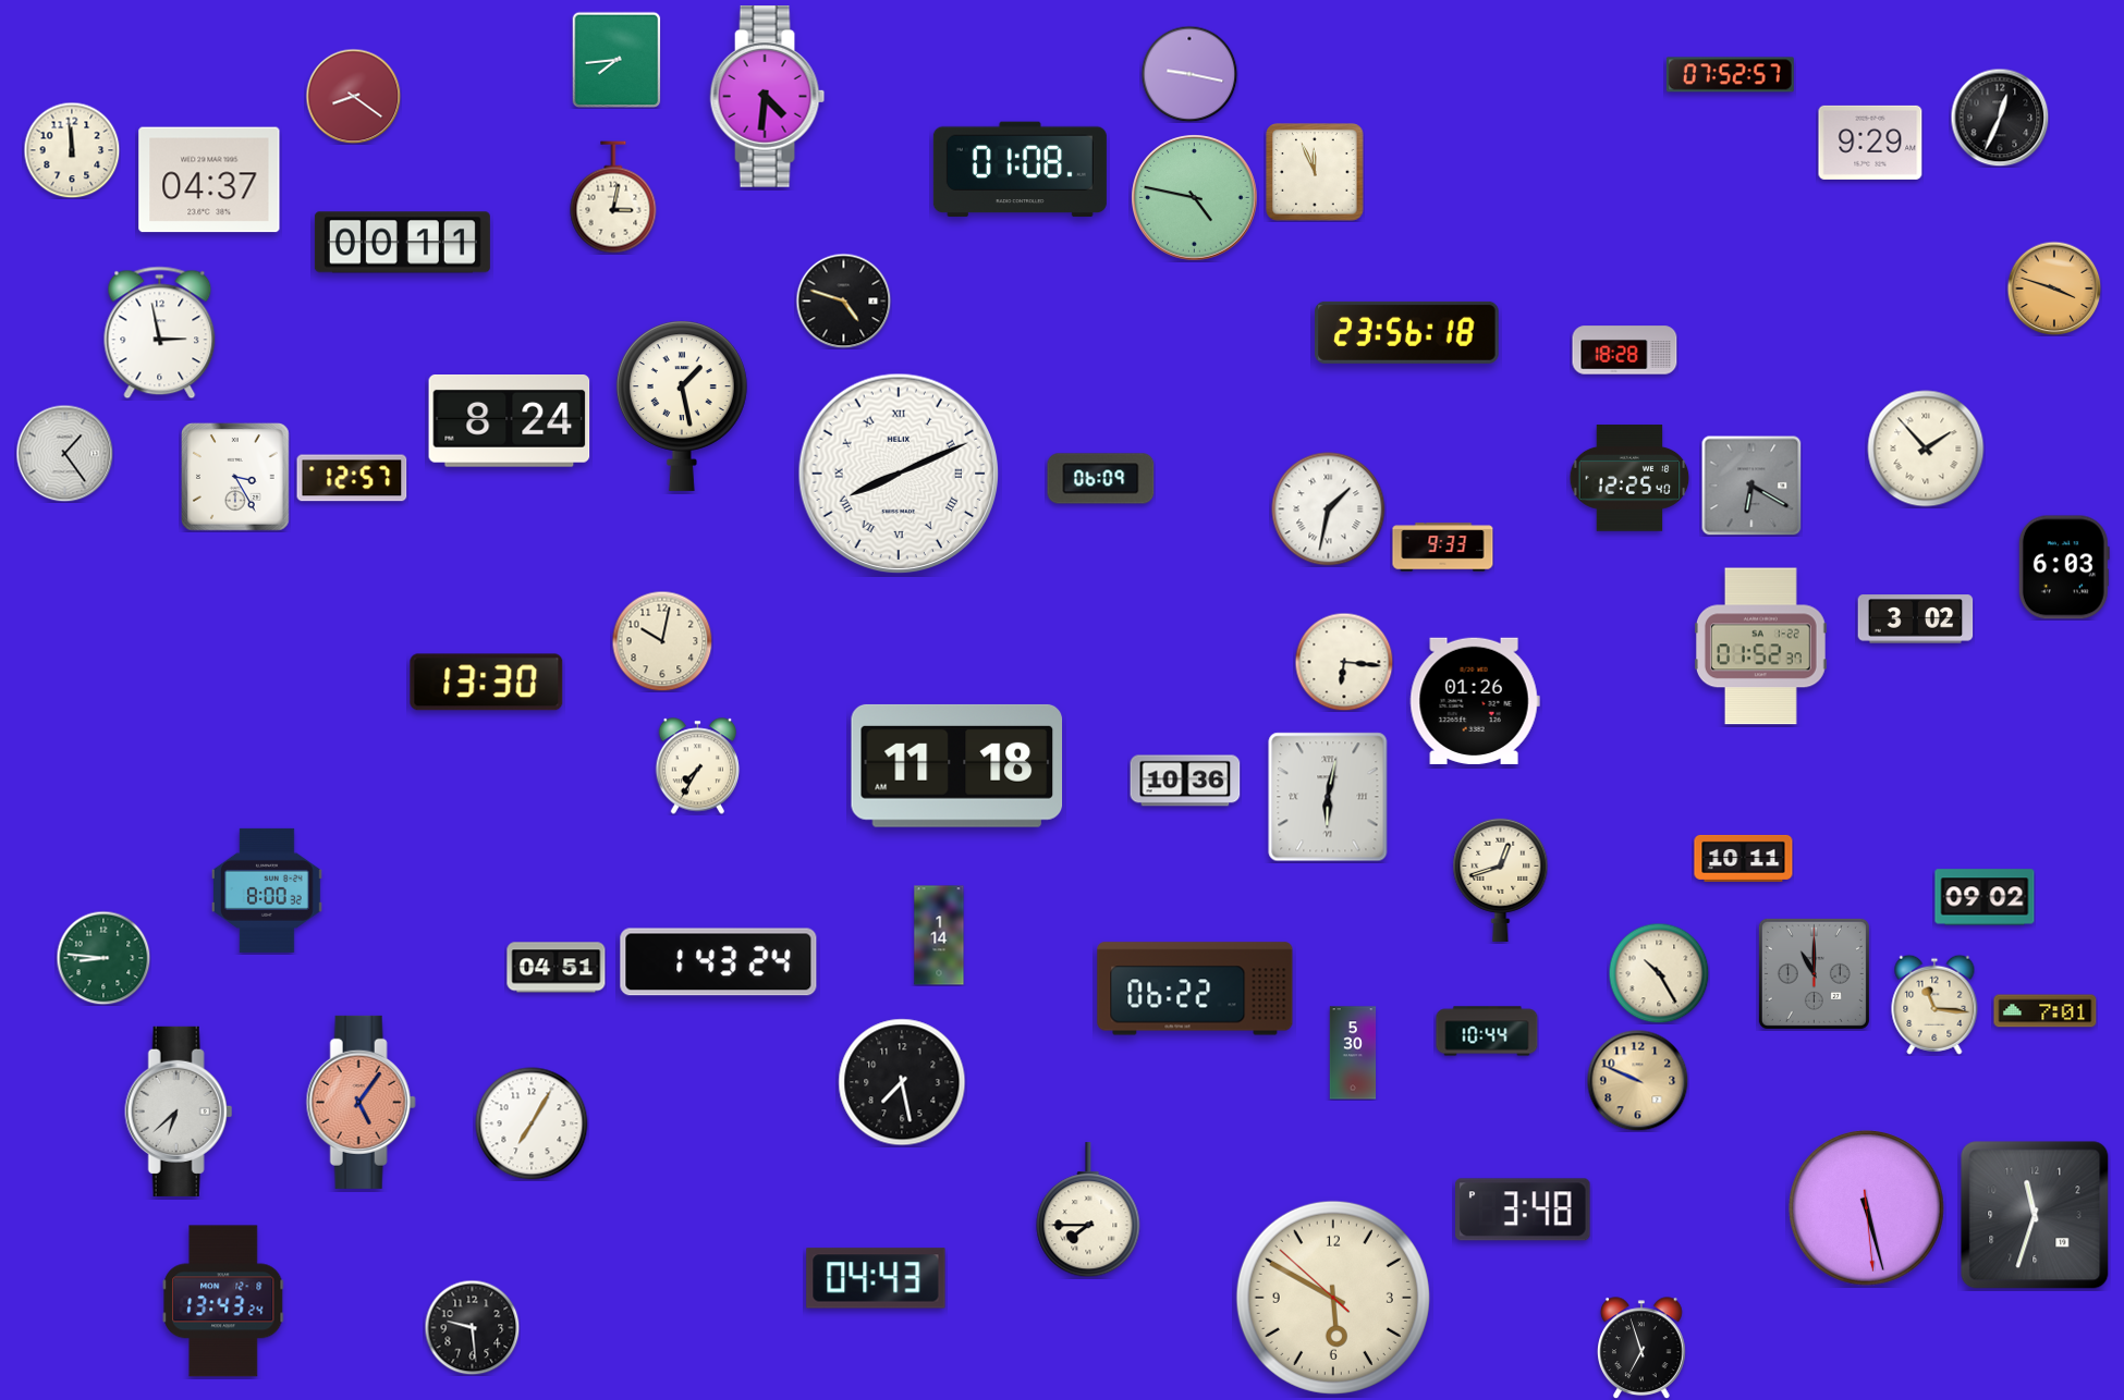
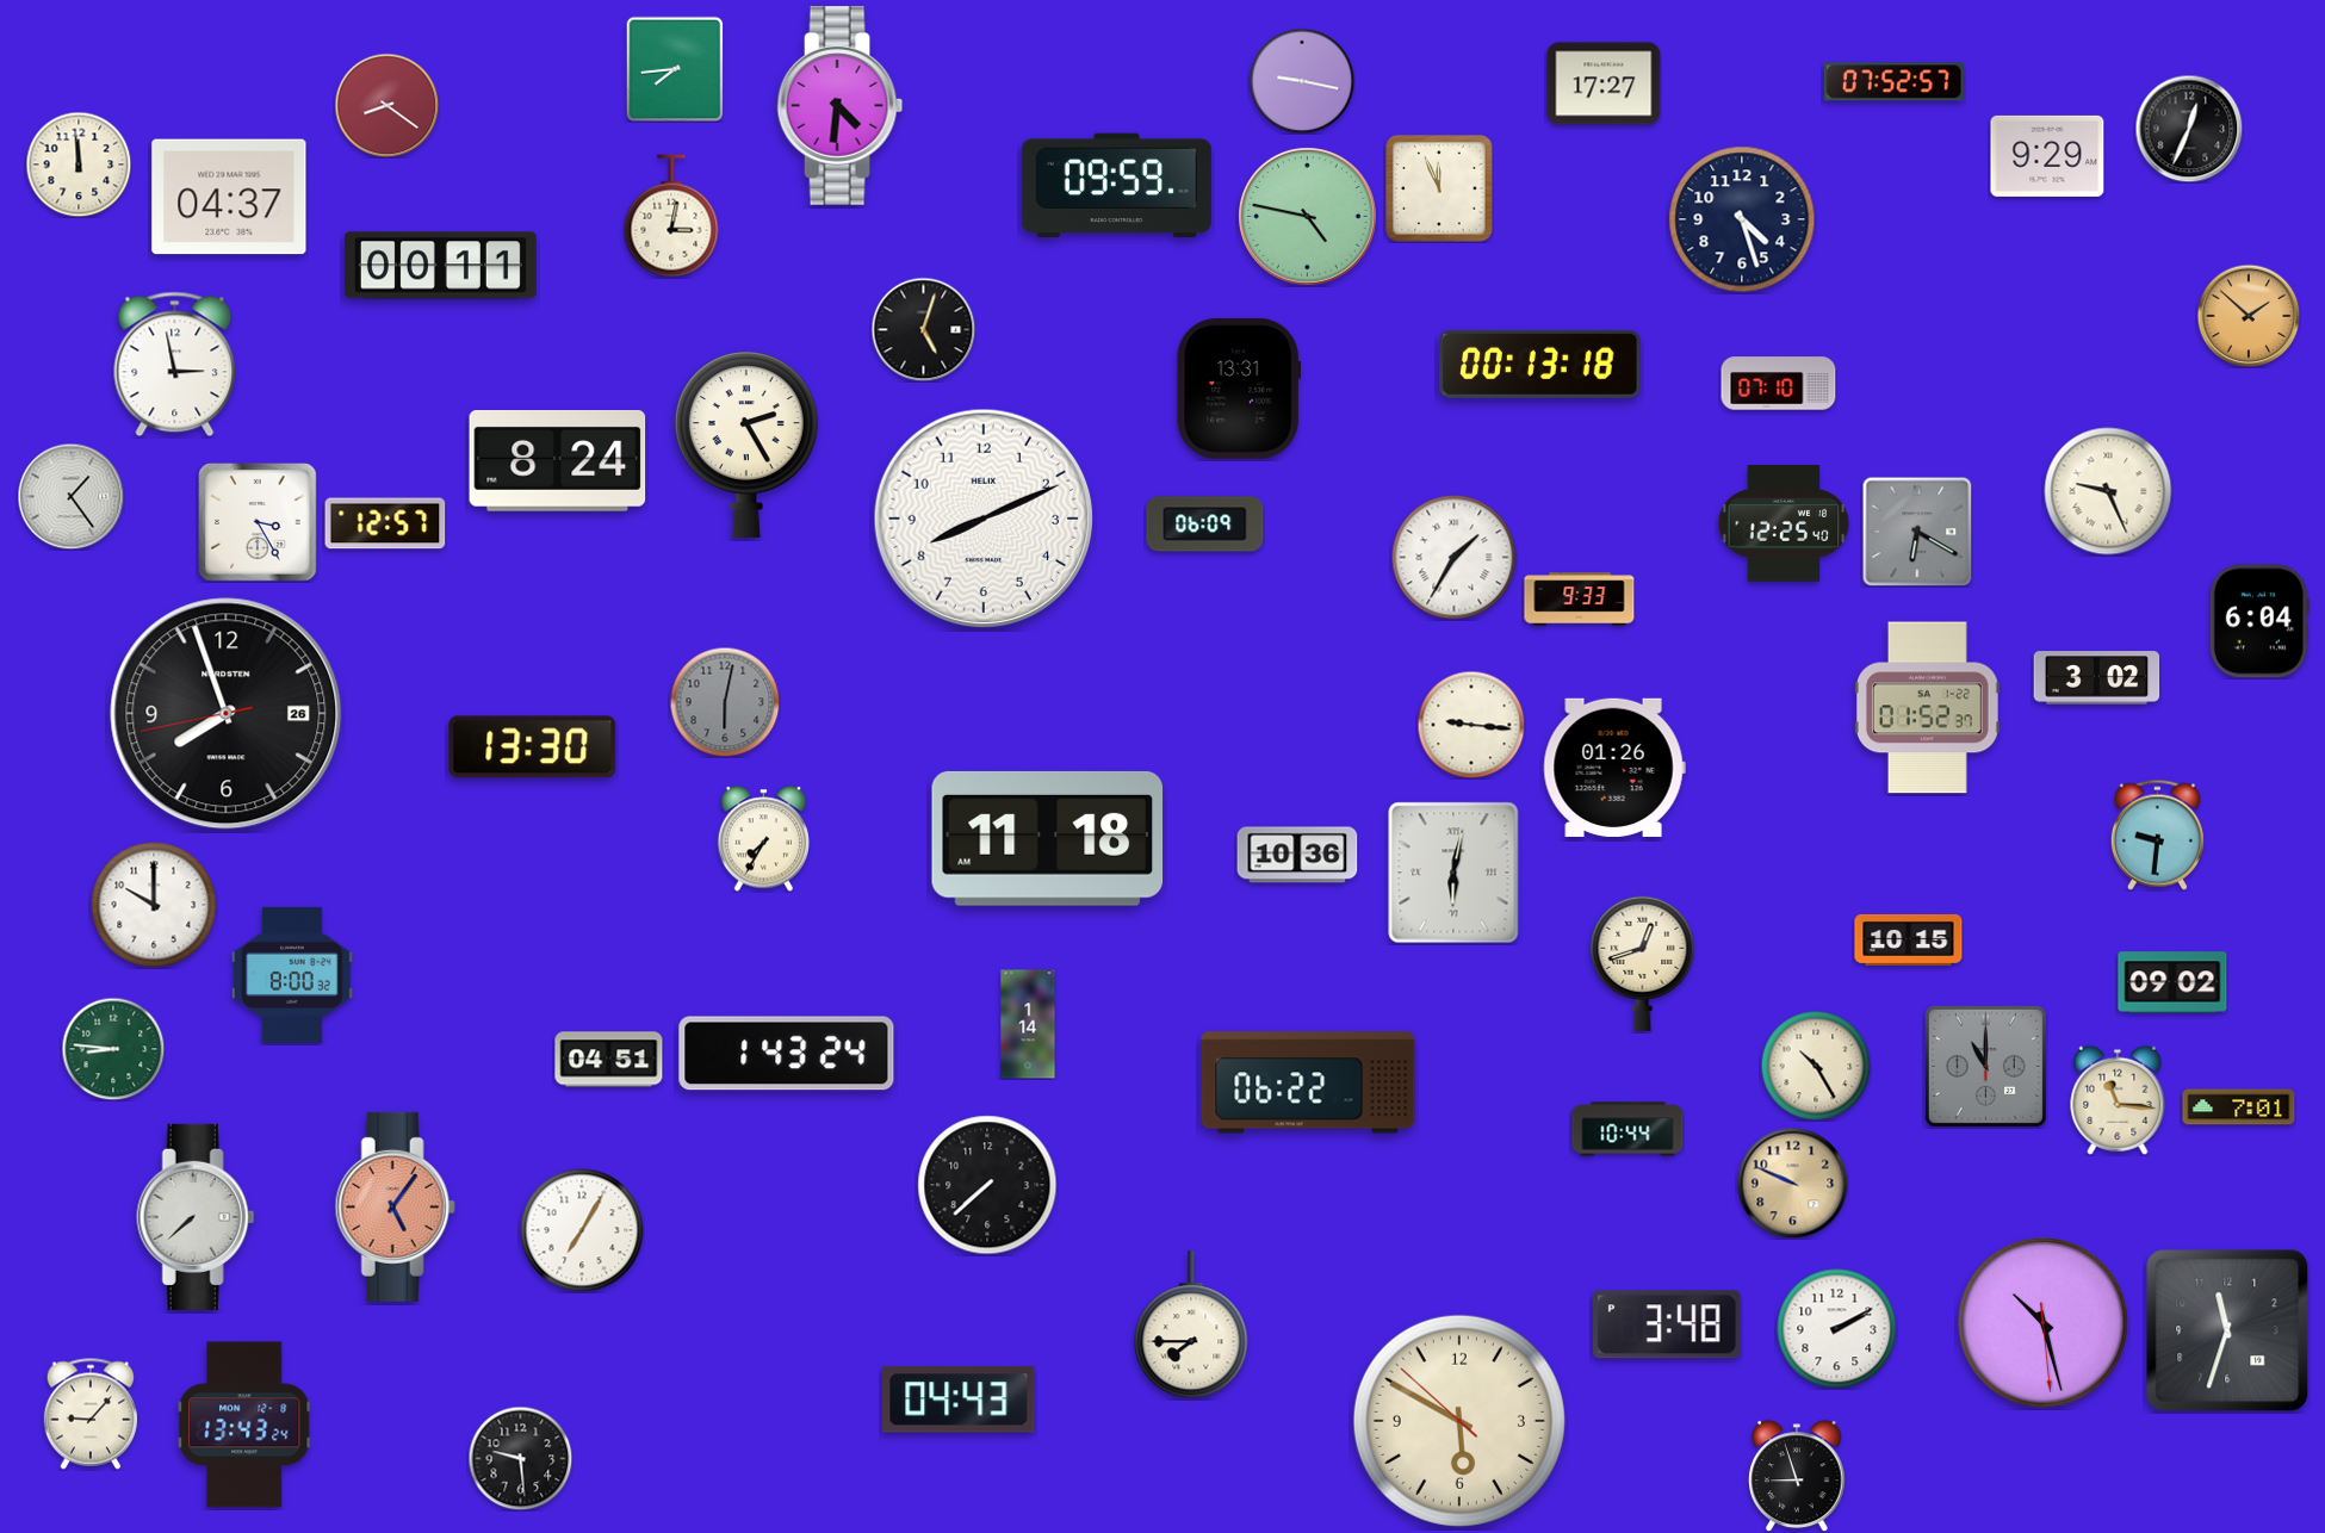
clock at (617, 60) position: (617, 60) -> (675, 69)
clock at (1604, 83): none -> 17:27
clock at (1020, 170): 01:08 -> 09:59
clock at (1742, 219): none -> 4:27
clock at (2054, 288): 3:48 -> 1:52
clock at (843, 300): 4:48 -> 5:03
clock at (1407, 332): 23:56 -> 00:13
clock at (1625, 351): 18:28 -> 07:10
clock at (1239, 389): none -> 13:31
clock at (682, 406): 1:28 -> 2:25
clock at (1926, 449): 1:53 -> 9:26
clock at (899, 474) numerals: Roman -> Arabic
clock at (1329, 509): 1:32 -> 1:35
clock at (2064, 567): 6:03 -> 6:04
clock at (662, 641): 10:02 -> 6:02
clock at (662, 641) dial: cream -> grey
clock at (227, 714): none -> 7:56
clock at (1344, 662): 6:16 -> 9:16
clock at (2157, 834): none -> 9:31
clock at (154, 905): none -> 10:00
clock at (1744, 858): 10:11 -> 10:15
clock at (1353, 1053): 5:30 -> none
clock at (902, 1082): 7:28 -> 7:38
clock at (179, 1112): 6:38 -> 7:38
clock at (1867, 1208): 5:27 -> 10:27
clock at (1837, 1329): none -> 2:10
clock at (89, 1414): none -> 9:07
clock at (472, 1327) position: (472, 1327) -> (520, 1458)
clock at (1643, 1348): 6:57 -> 8:57
